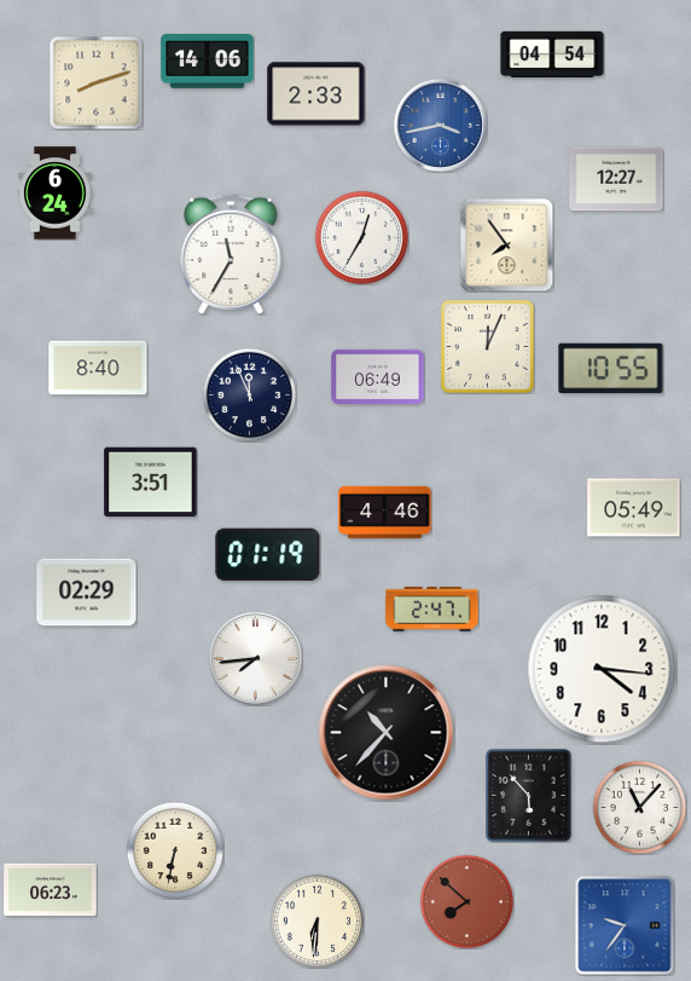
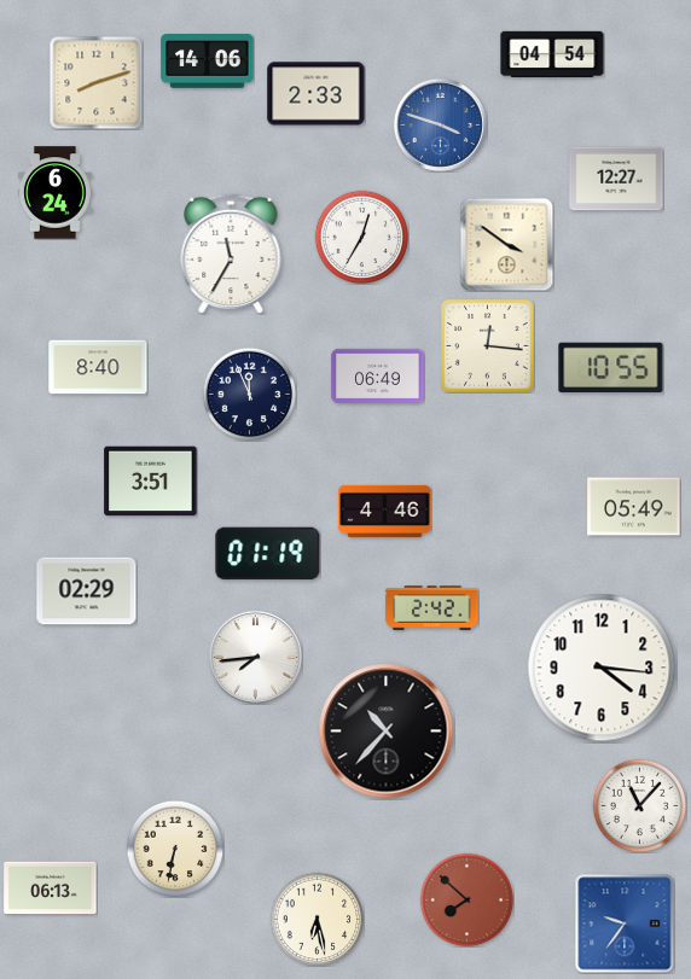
clock at (440, 125): 3:43 -> 3:48
clock at (506, 244): 7:54 -> 3:51
clock at (488, 347): 12:04 -> 12:16
clock at (432, 610): 2:47 -> 2:42
clock at (529, 796): 5:53 -> none
clock at (51, 890): 06:23 -> 06:13
clock at (317, 921): 6:31 -> 6:28
